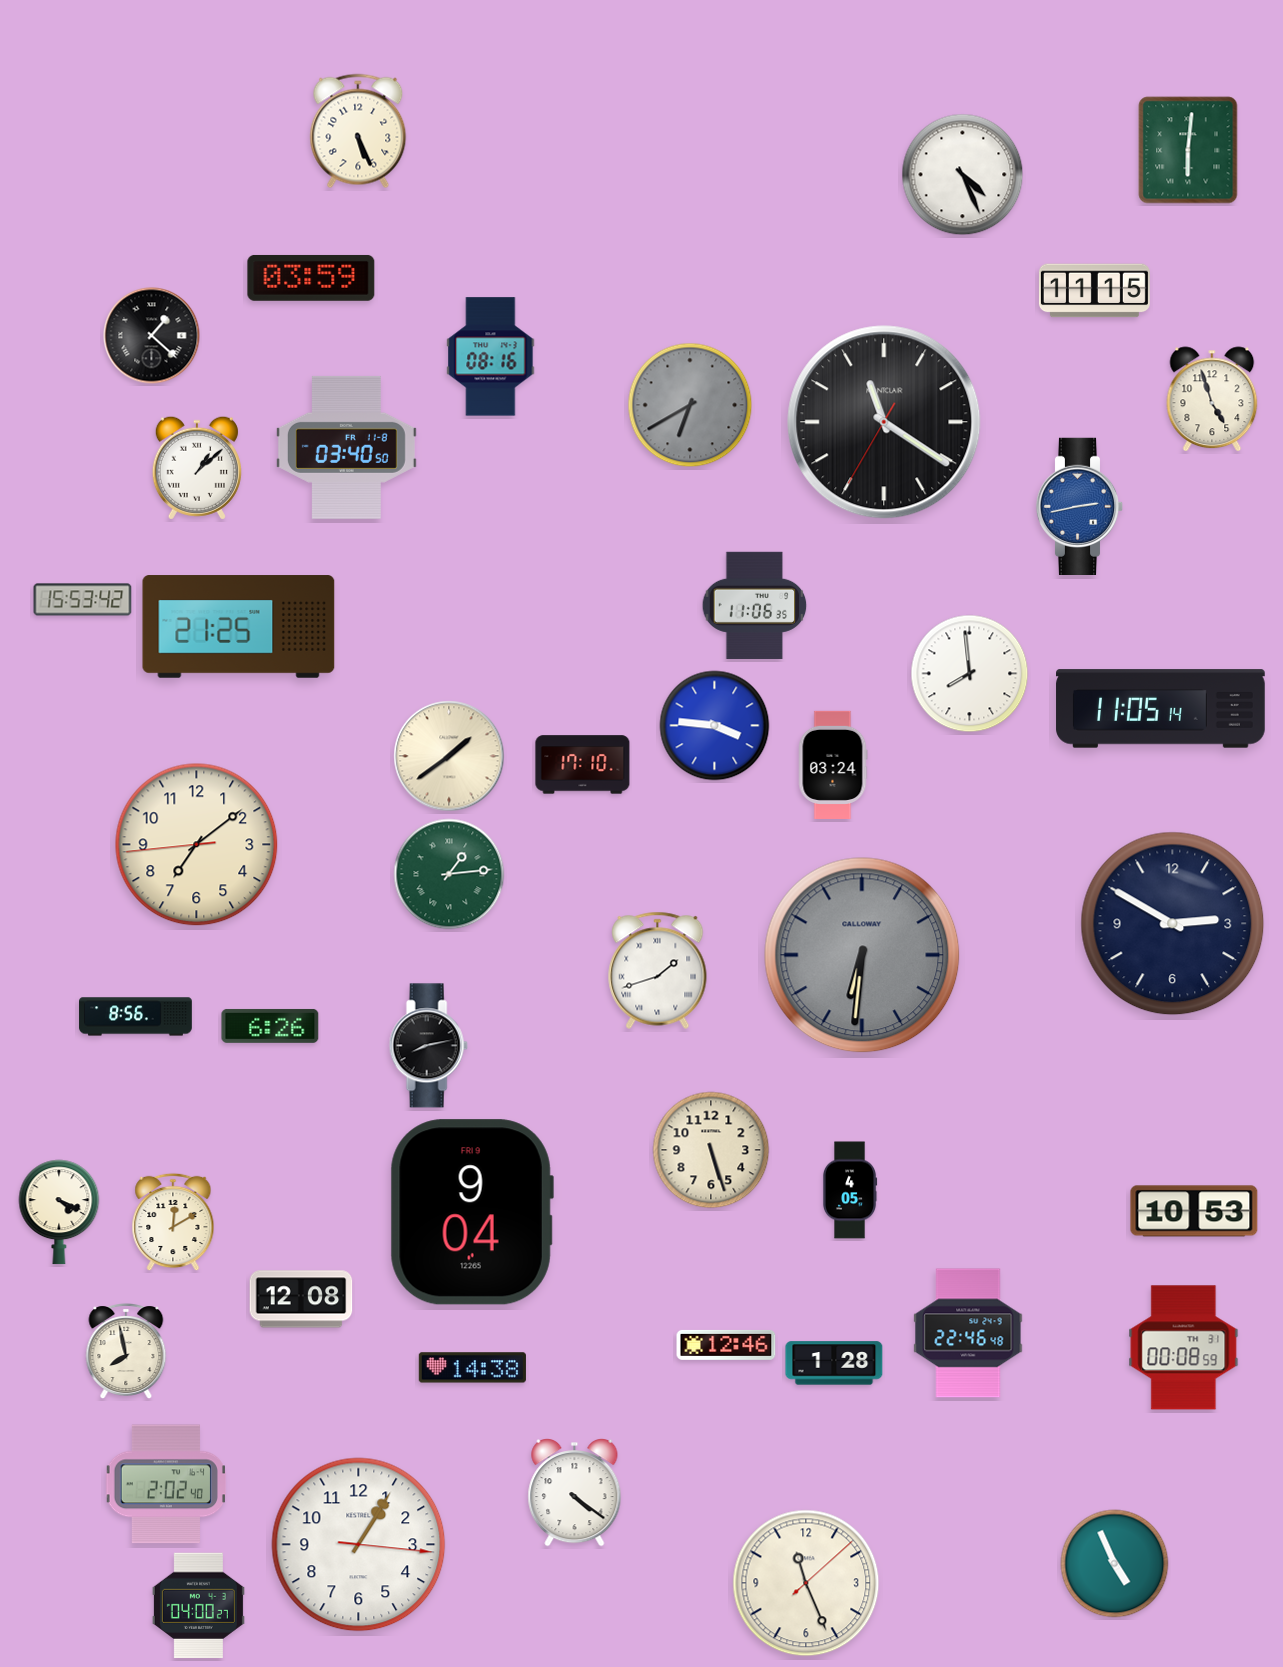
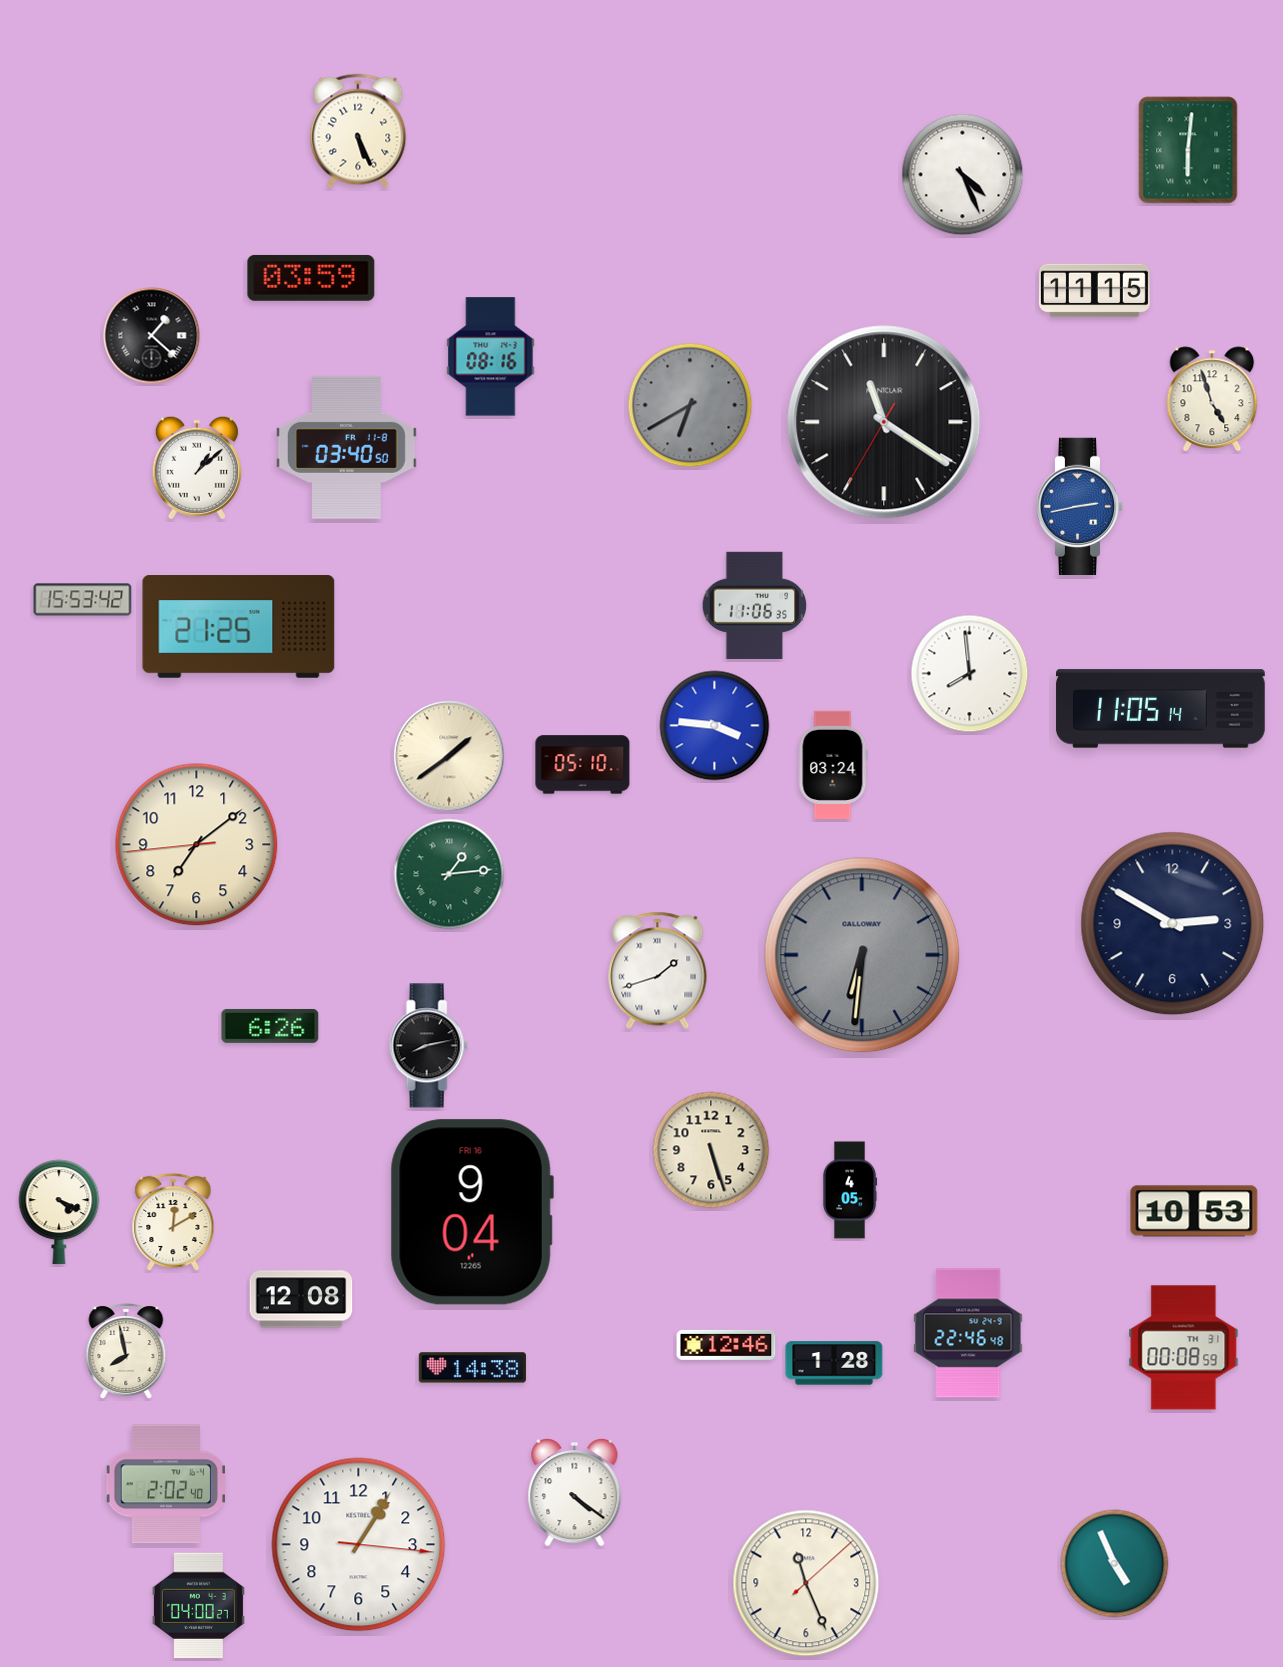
clock at (583, 765): 17:10 -> 05:10
clock at (136, 1017): 8:56 -> none
clock at (472, 1212) date: FRI 9 -> FRI 16
